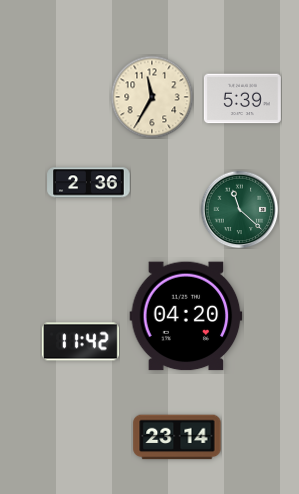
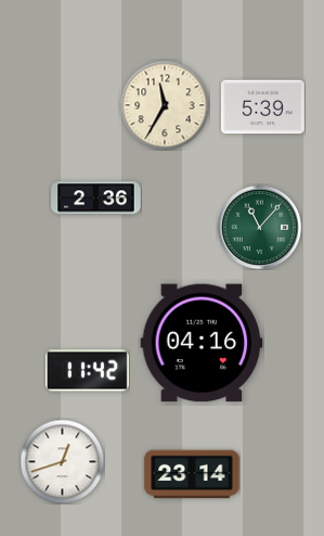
clock at (239, 209): 11:22 -> 11:07
clock at (186, 316): 04:20 -> 04:16
clock at (62, 461): none -> 12:42
